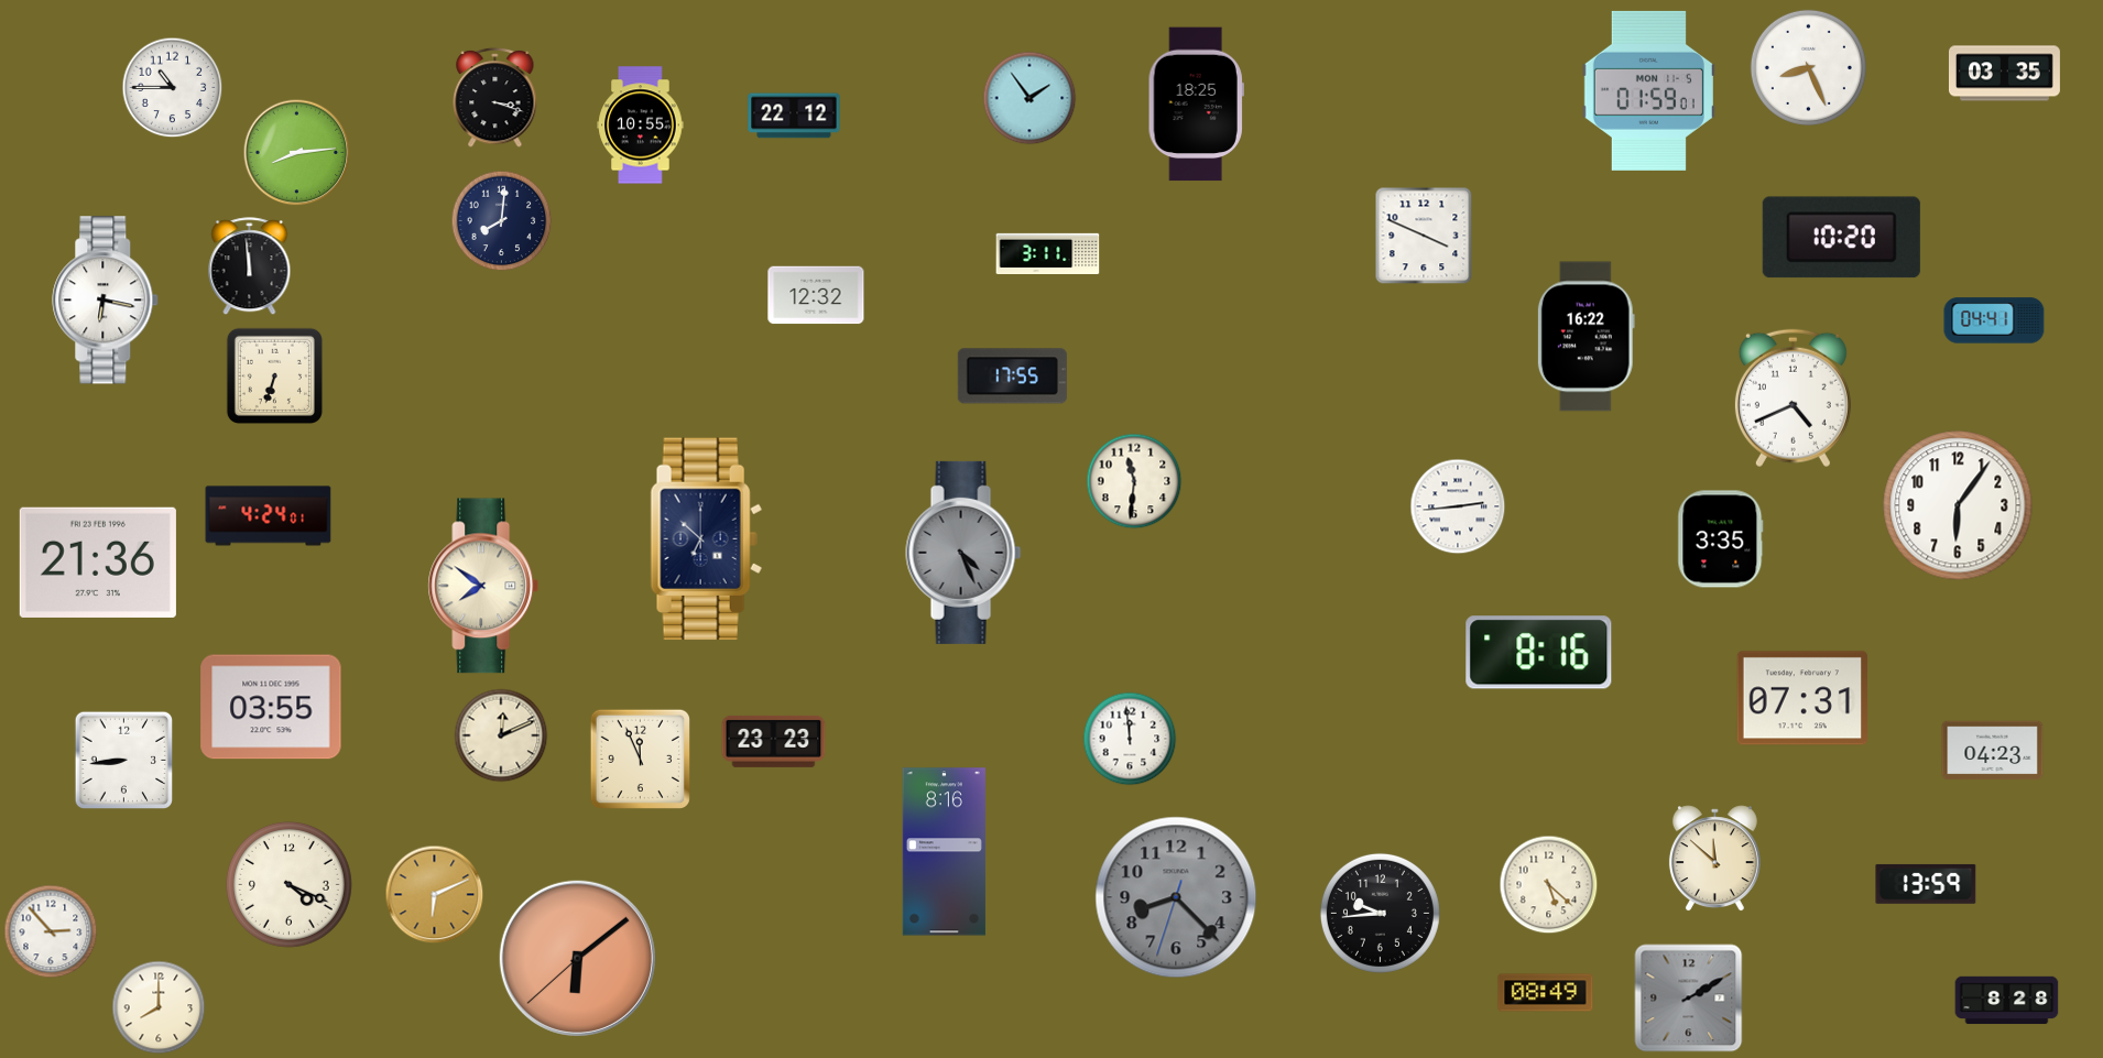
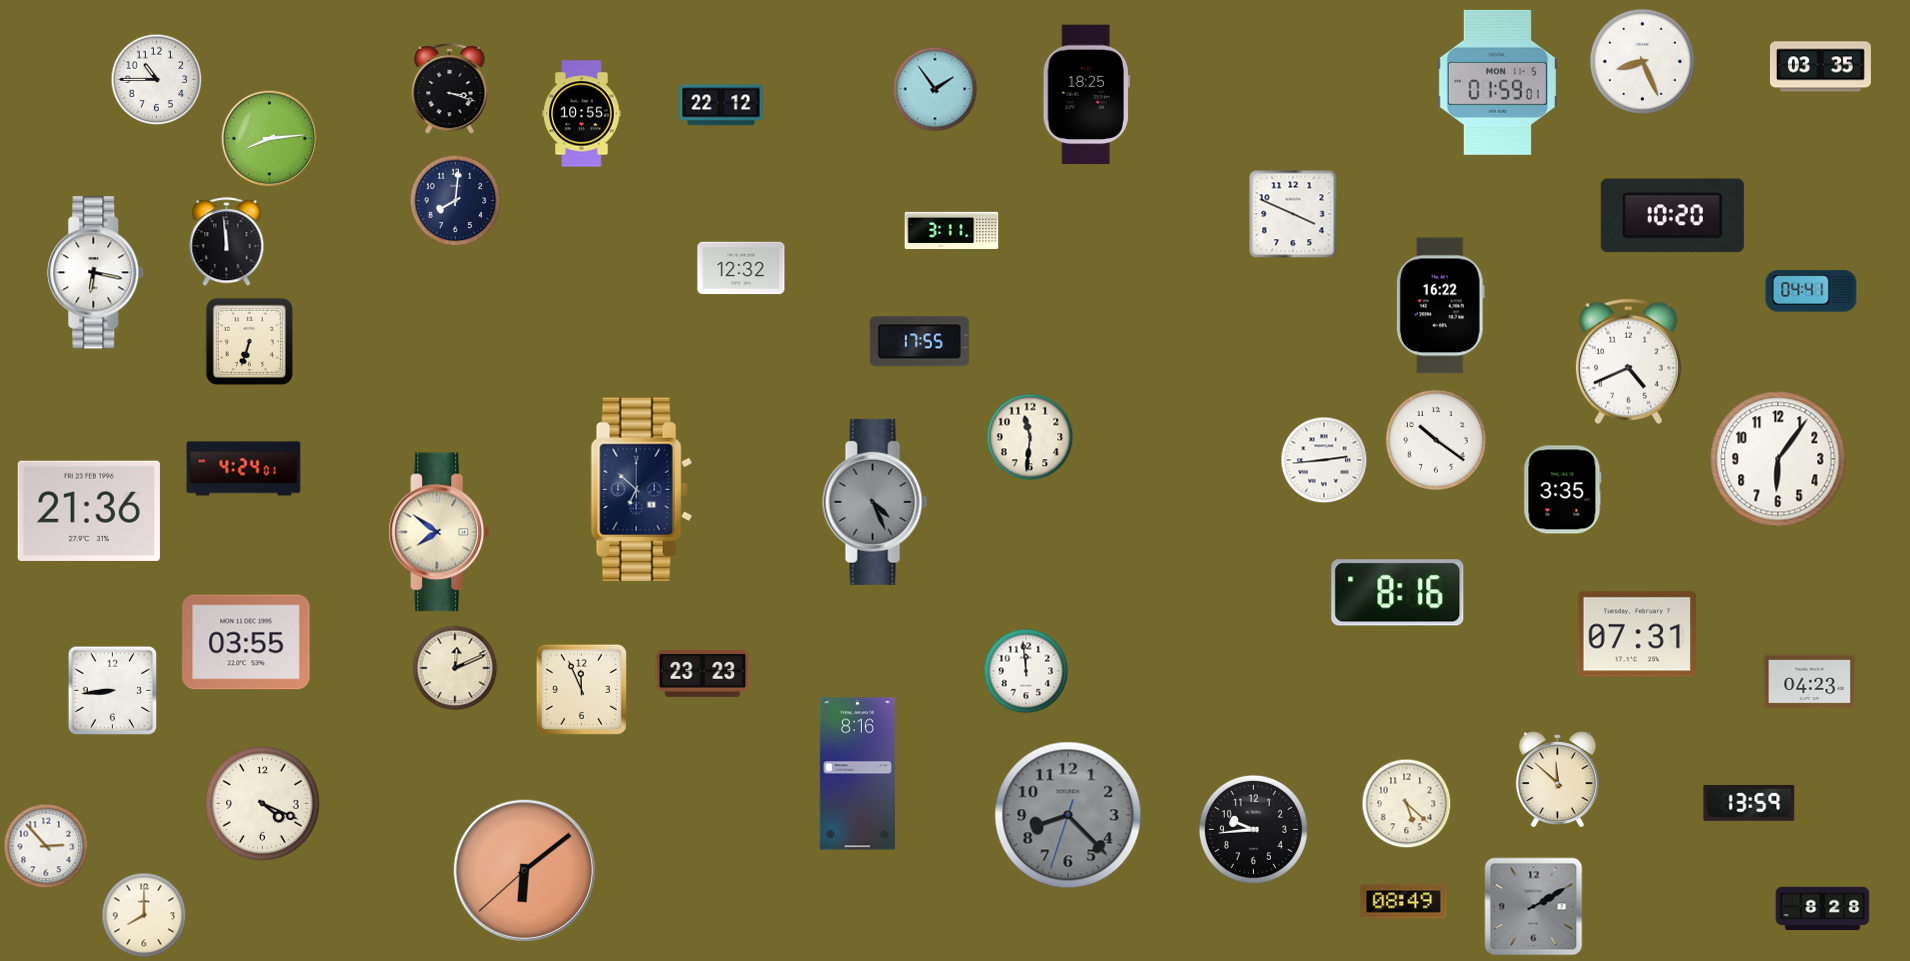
clock at (1435, 439): none -> 10:21
clock at (435, 895): 6:11 -> none
